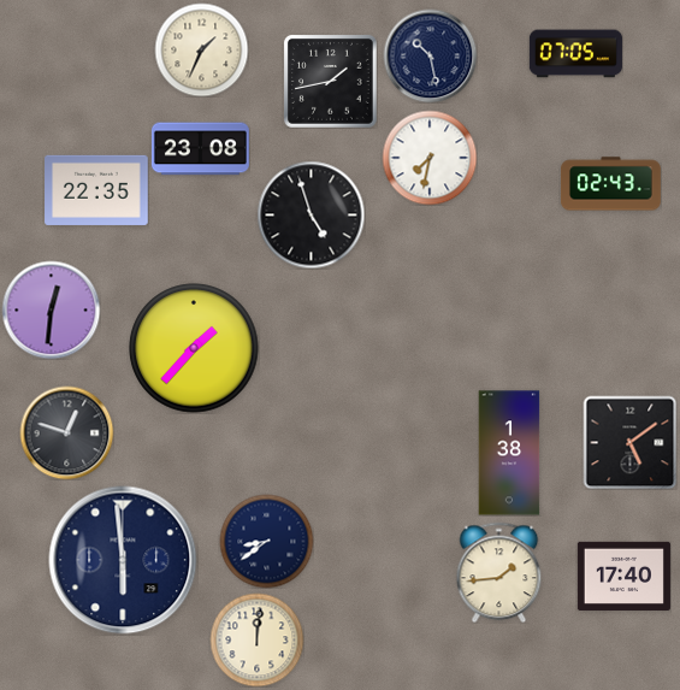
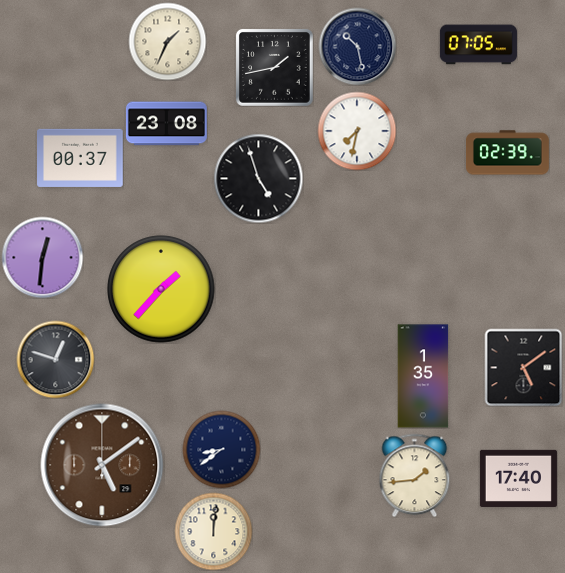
clock at (611, 184): 02:43 -> 02:39
clock at (96, 190): 22:35 -> 00:37
clock at (509, 453): 1:38 -> 1:35
clock at (123, 560): 5:59 -> 5:09
clock at (123, 560) dial: navy -> brown
